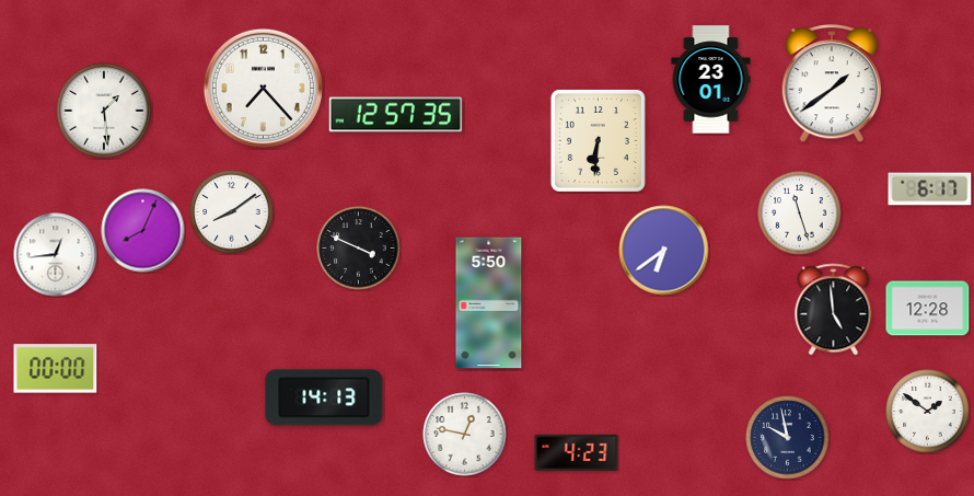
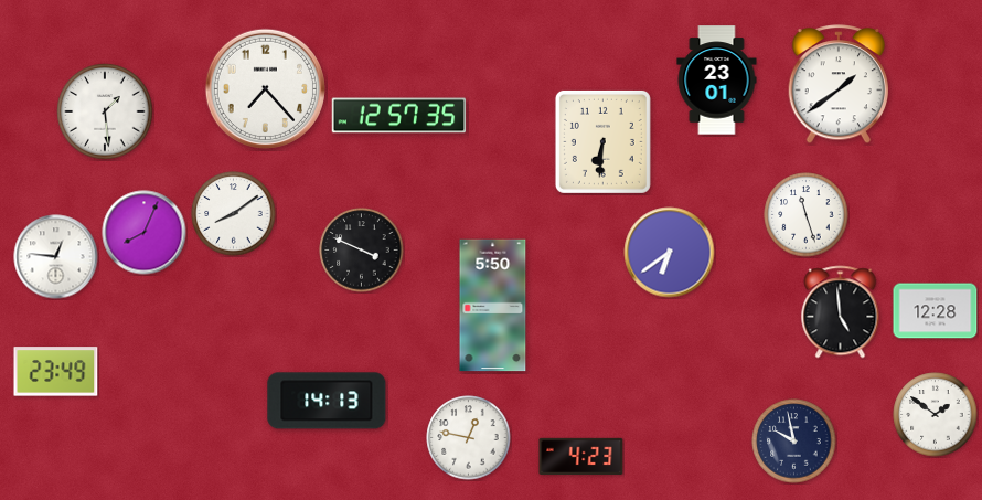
clock at (930, 189): 6:17 -> none
clock at (56, 255): 12:44 -> 12:46
clock at (56, 369): 00:00 -> 23:49
